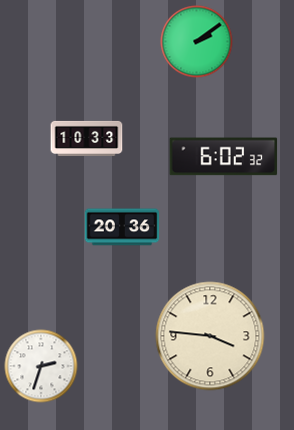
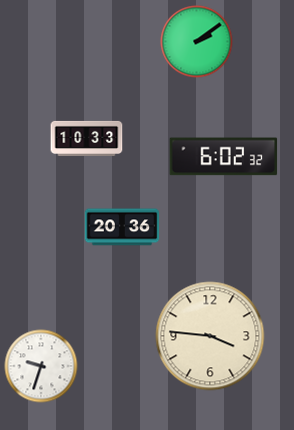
clock at (41, 366): 2:33 -> 9:33
